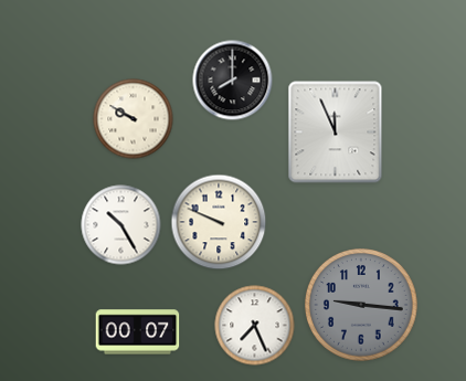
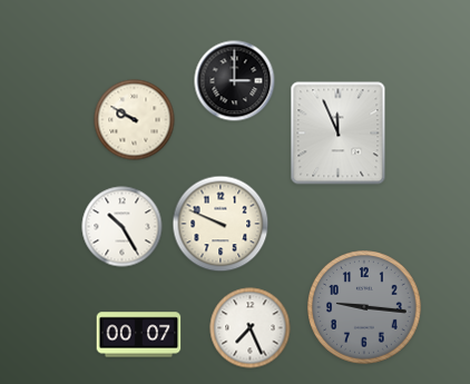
clock at (233, 81): 8:00 -> 3:00
clock at (255, 326) position: (255, 326) -> (251, 328)
